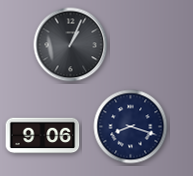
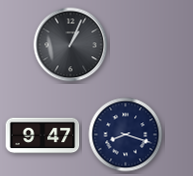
clock at (131, 127) position: (131, 127) -> (126, 135)
clock at (43, 136): 9:06 -> 9:47
